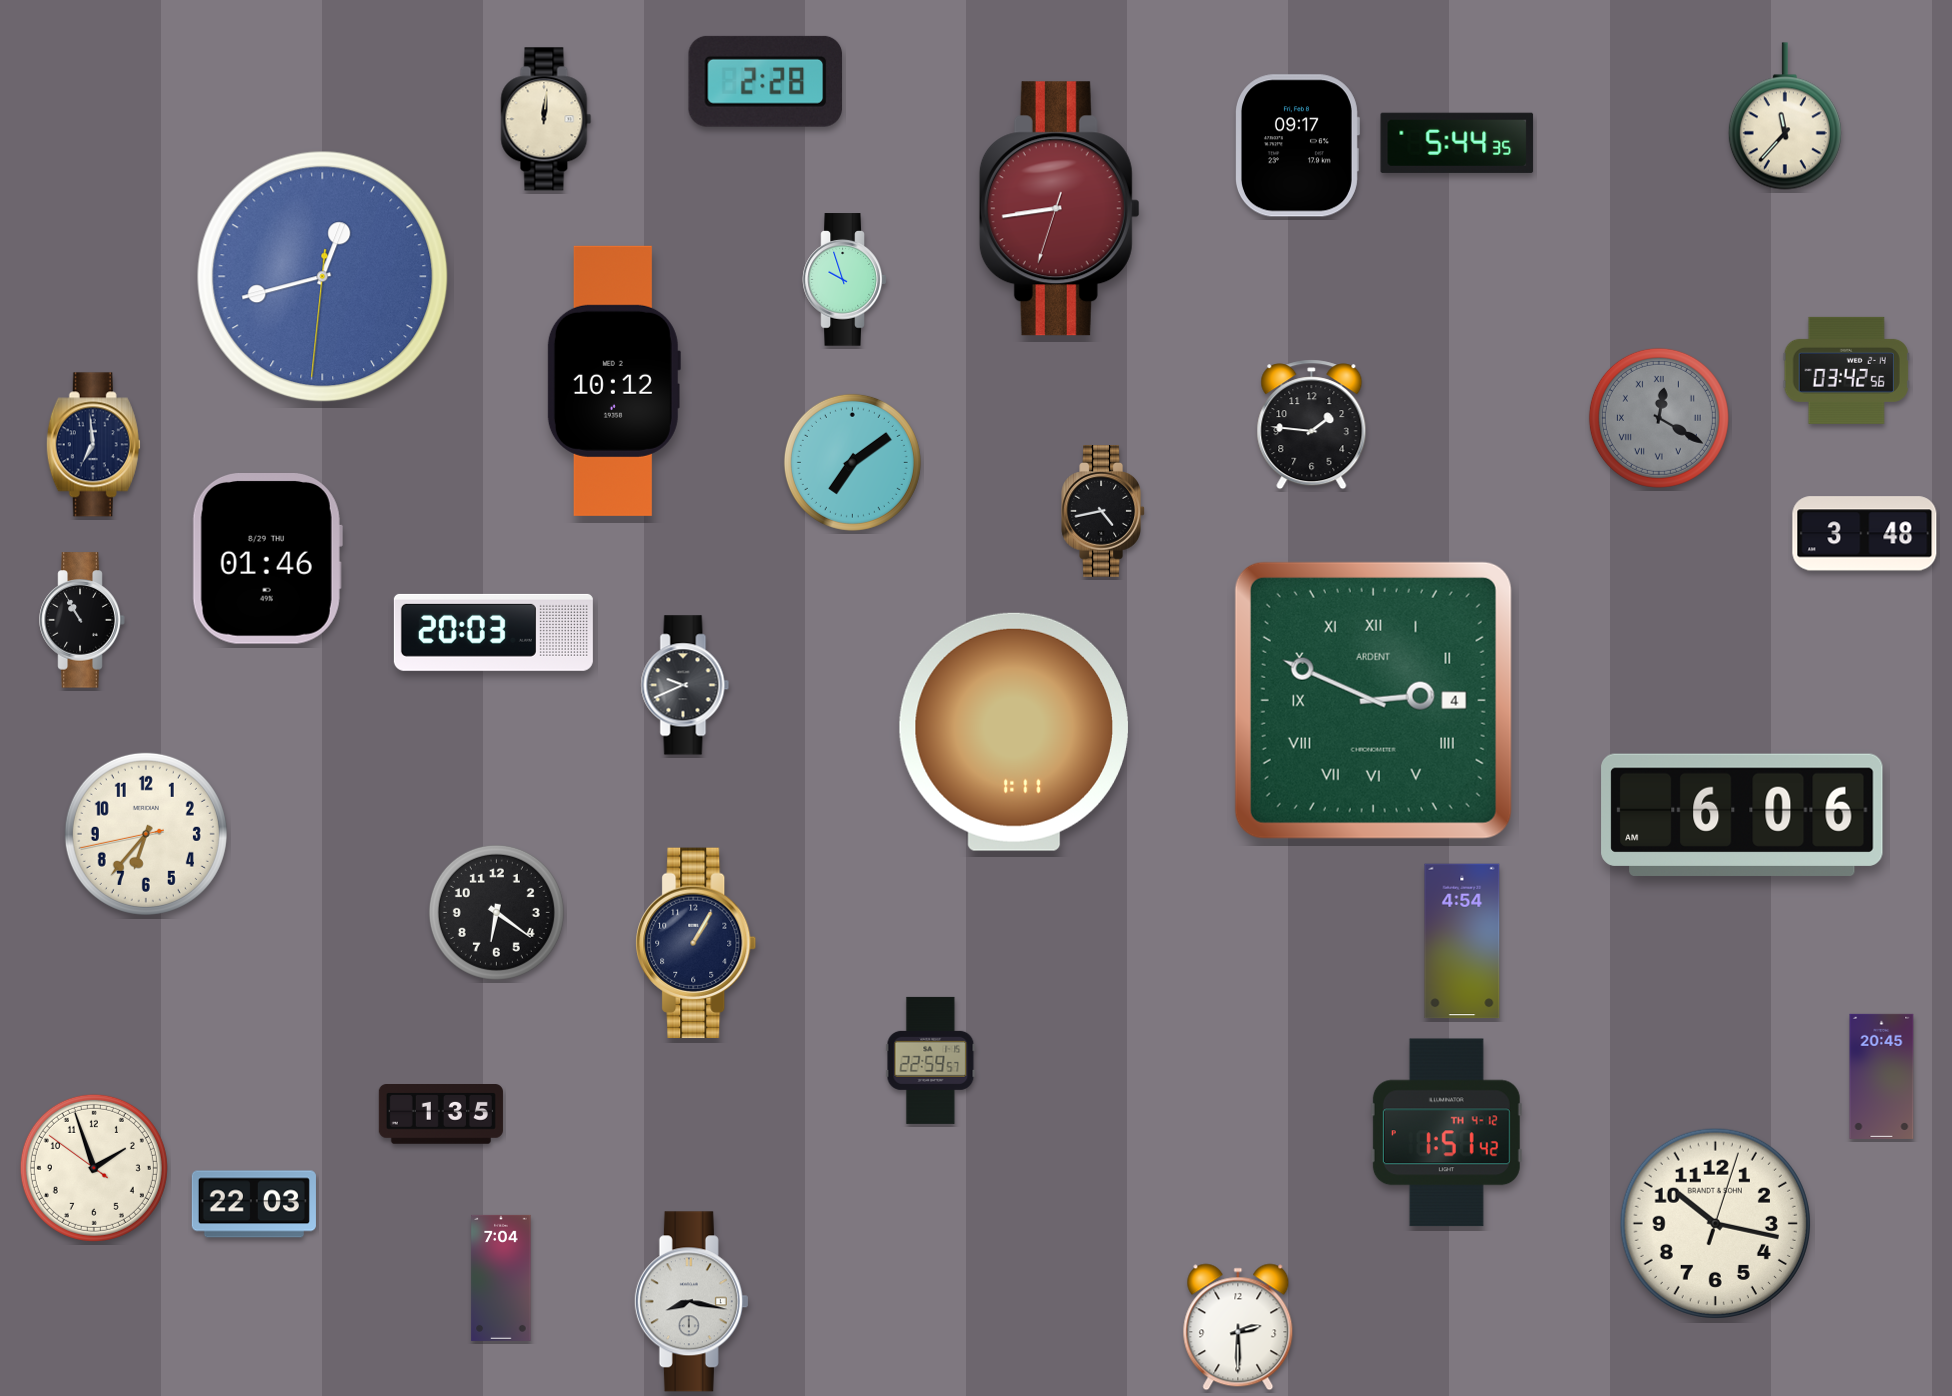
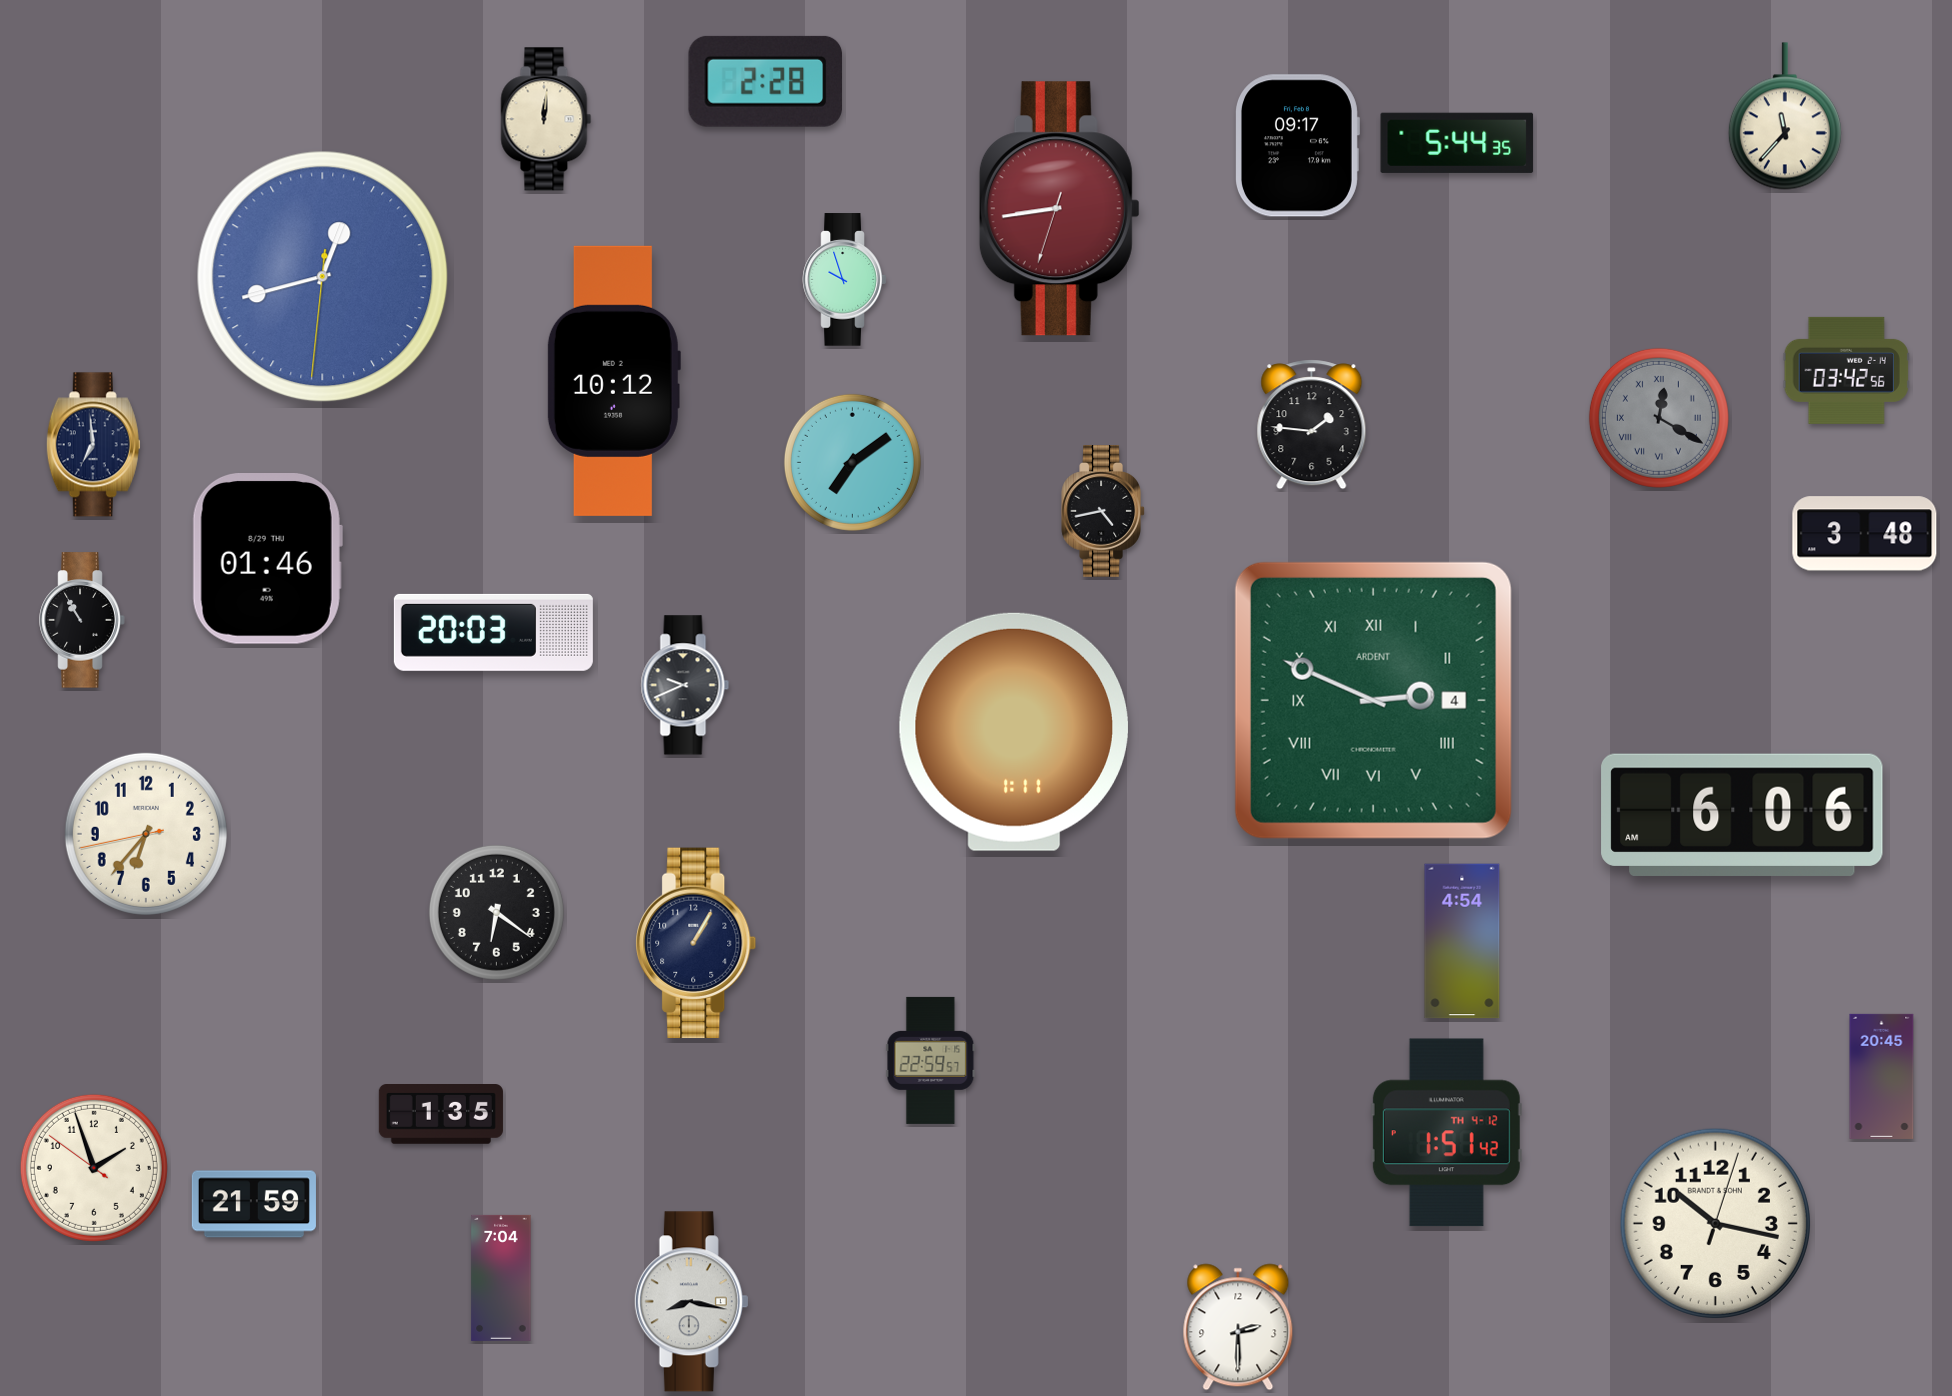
clock at (254, 1204): 22:03 -> 21:59
